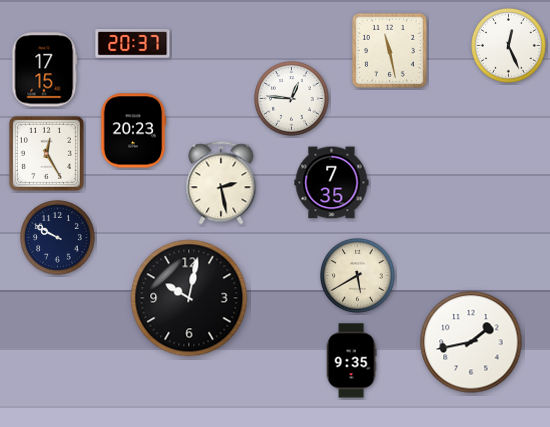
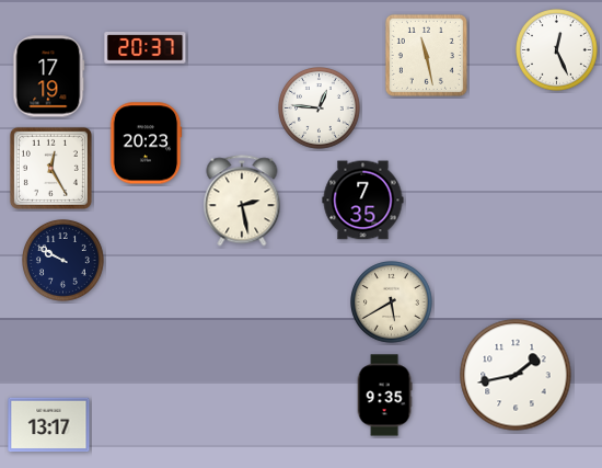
clock at (45, 70): 17:15 -> 17:19
clock at (189, 298): 10:02 -> none
clock at (49, 425): none -> 13:17
